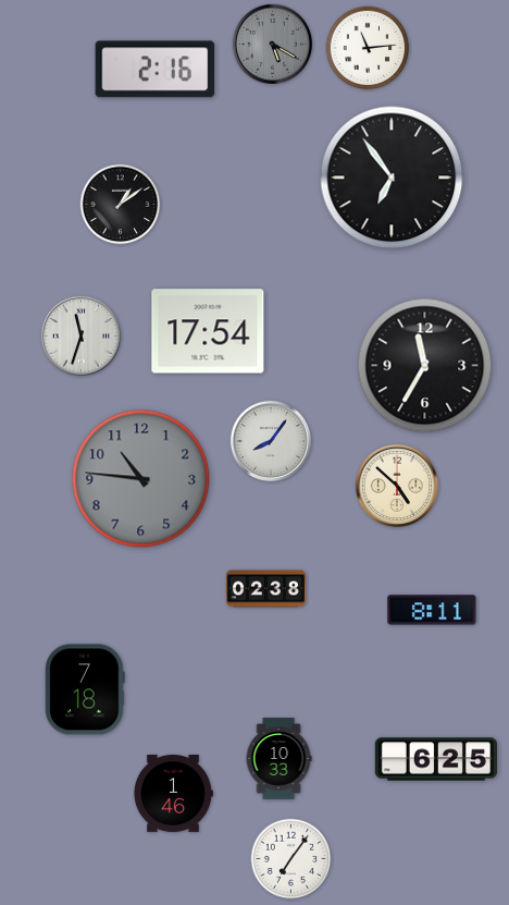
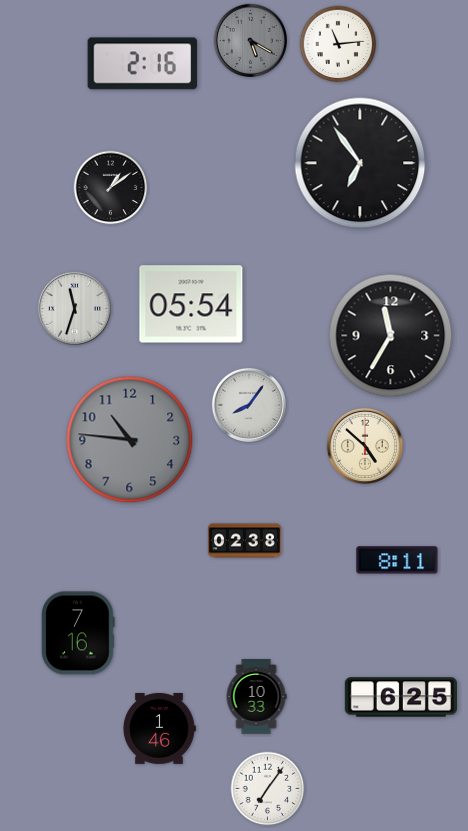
clock at (208, 331): 17:54 -> 05:54
clock at (85, 689): 7:18 -> 7:16
